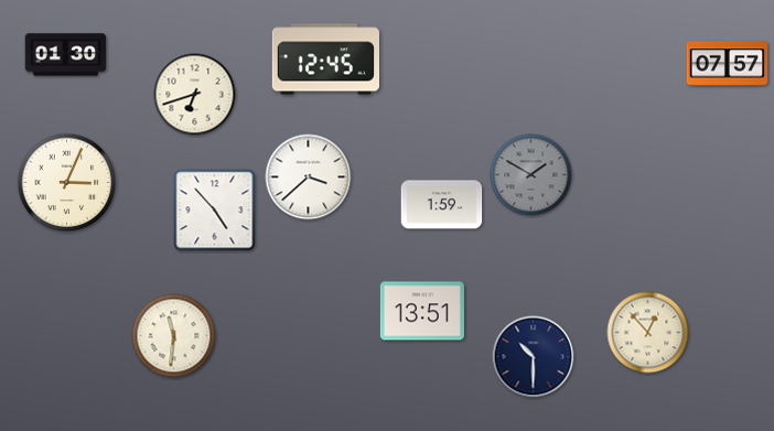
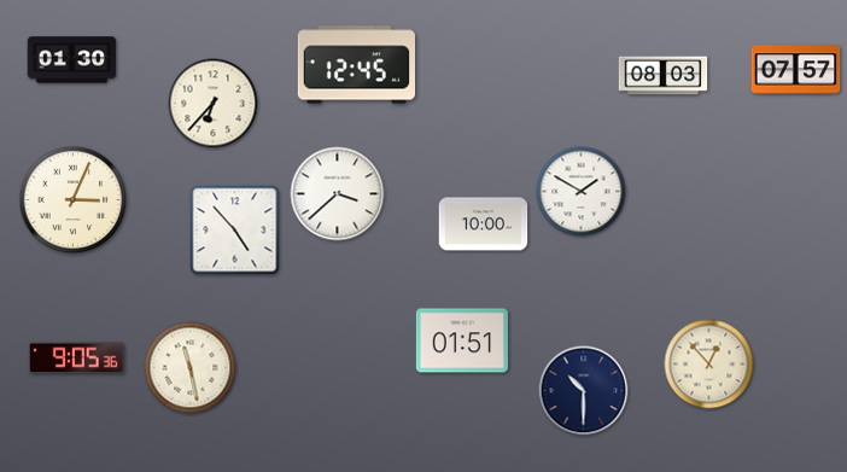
clock at (664, 76): none -> 08:03
clock at (195, 95): 6:42 -> 6:37
clock at (531, 175) dial: grey -> white
clock at (442, 205): 1:59 -> 10:00
clock at (422, 311): 13:51 -> 01:51
clock at (76, 359): none -> 9:05
clock at (174, 336): 11:31 -> 11:28
